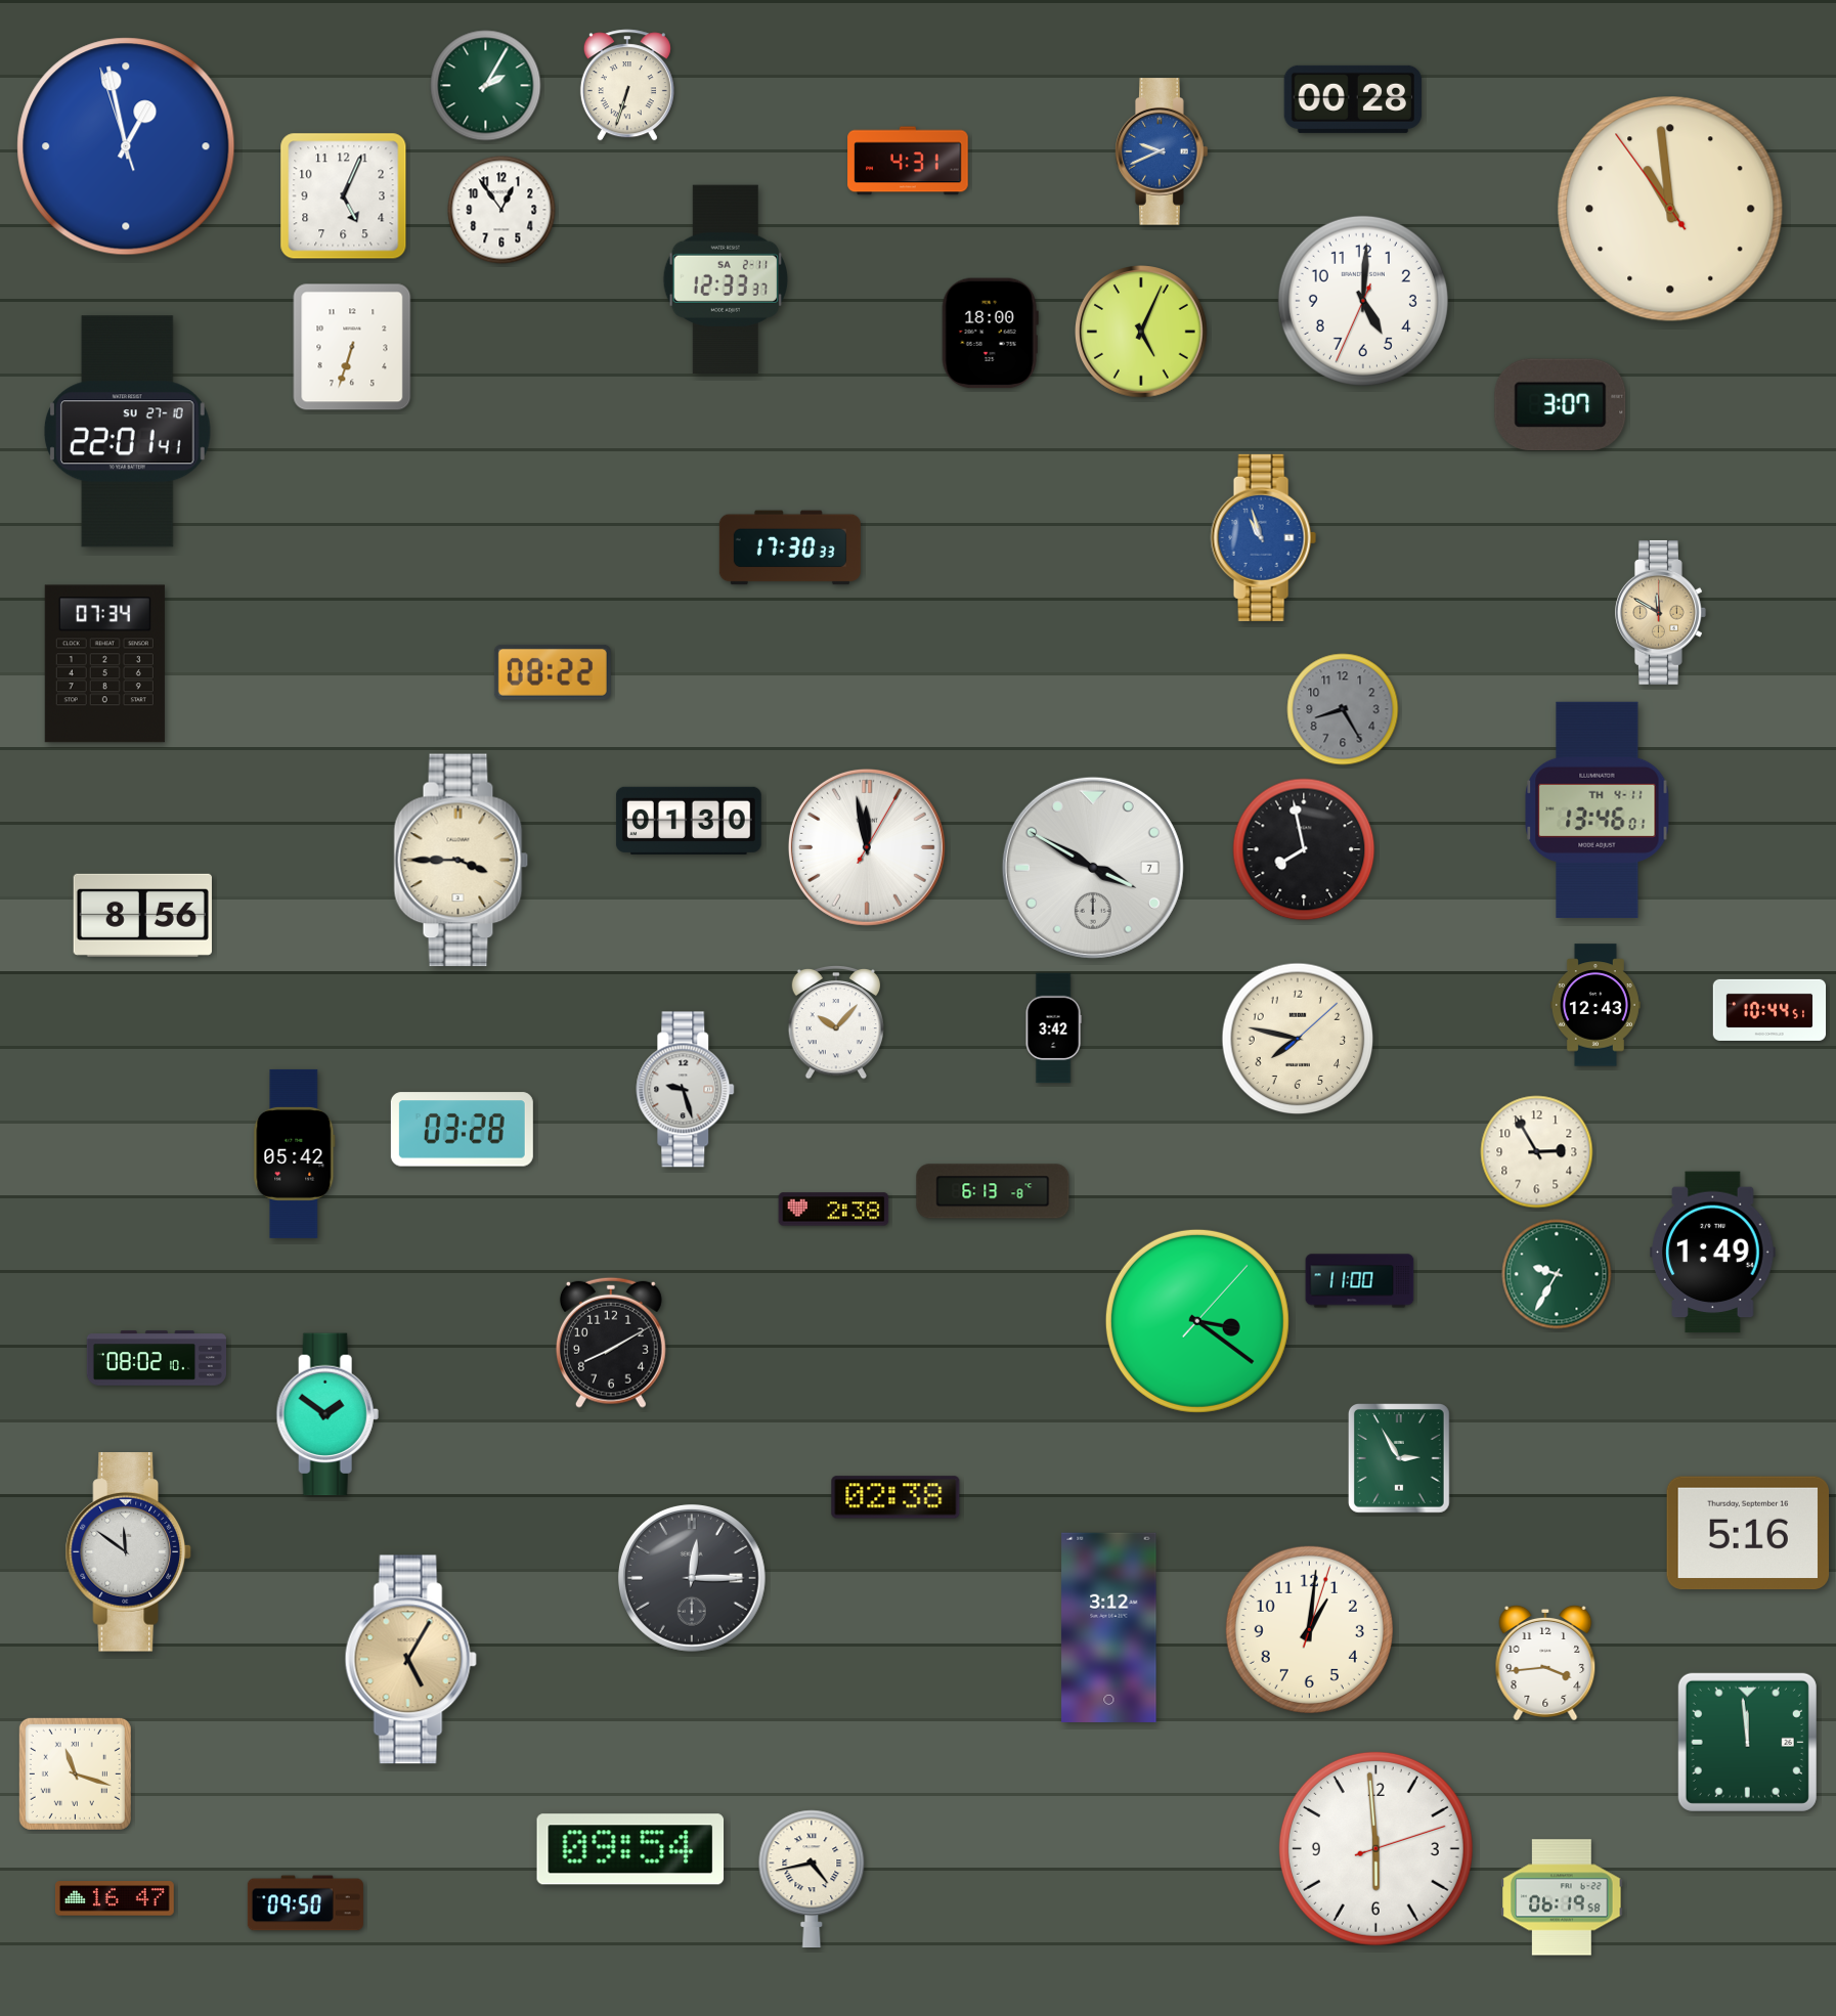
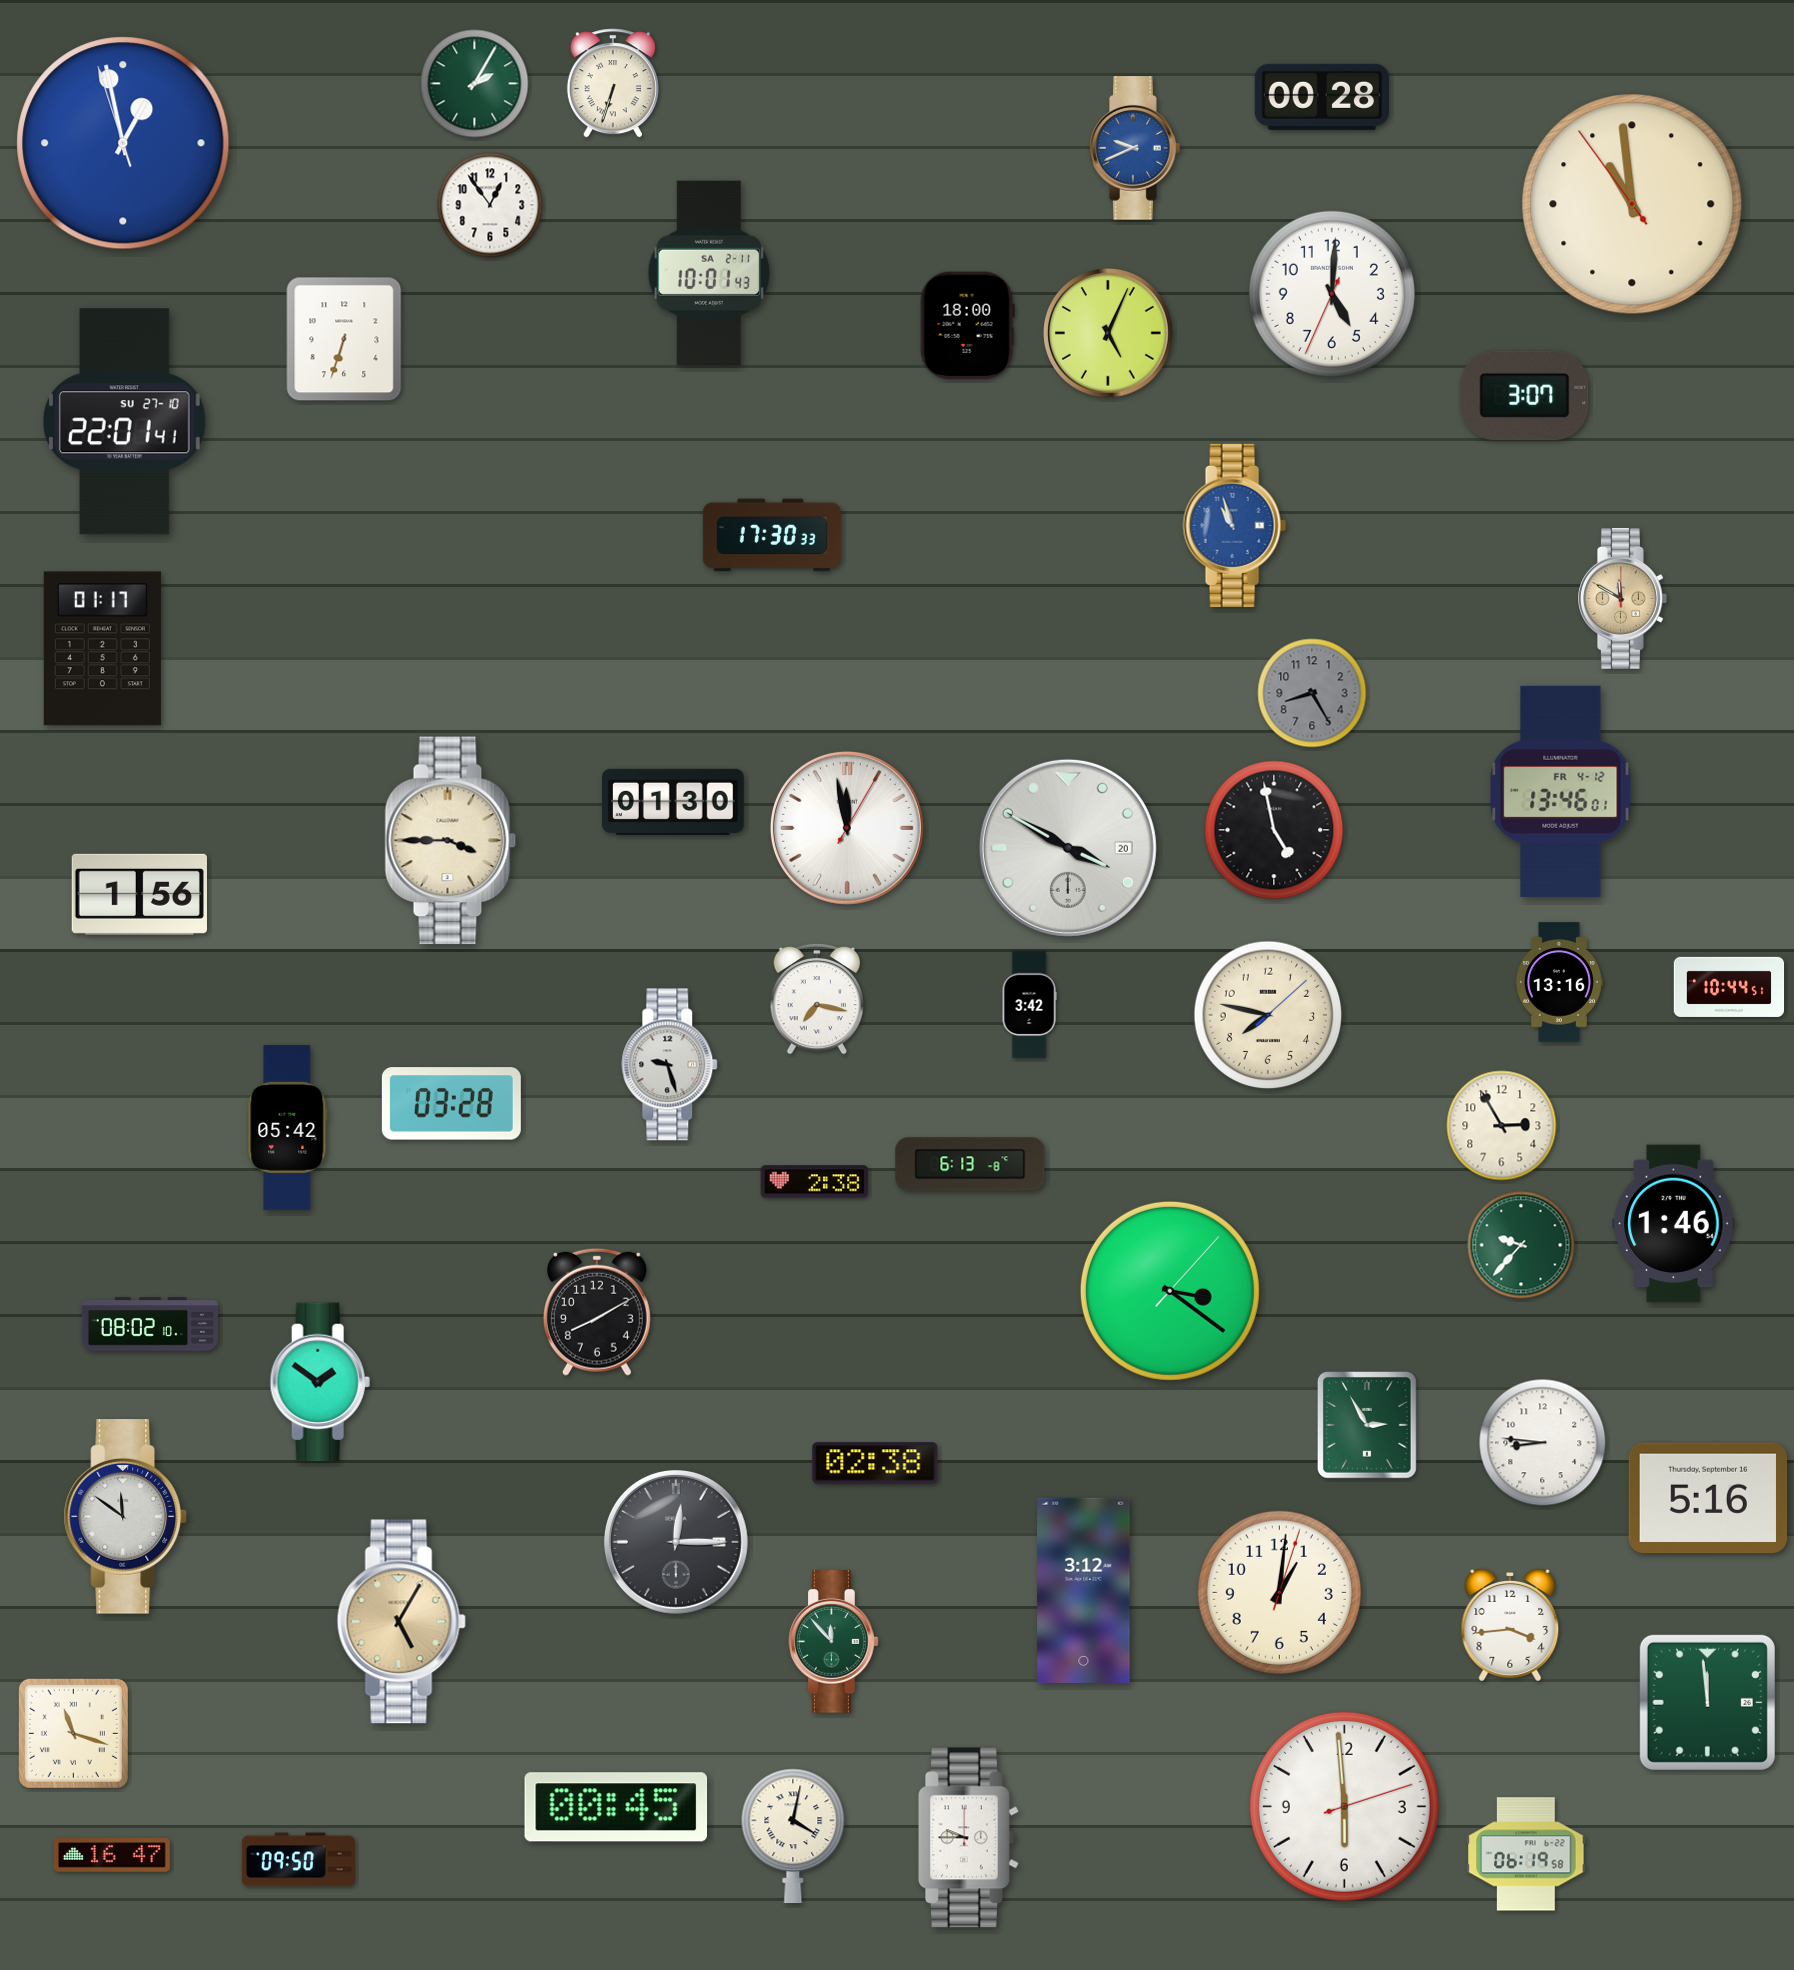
clock at (908, 161): 4:31 -> none
clock at (344, 196): 5:04 -> none
clock at (725, 278): 12:33 -> 10:01
clock at (1142, 333) position: (1142, 333) -> (1109, 334)
clock at (104, 664): 07:34 -> 01:17
clock at (553, 672): 08:22 -> none
clock at (1598, 809) date: TH 4-11 -> FR 4-12
clock at (1304, 849): 7:58 -> 4:58
clock at (1093, 868) date: 7 -> 20
clock at (142, 915): 8:56 -> 1:56
clock at (1595, 1005): 12:43 -> 13:16
clock at (835, 1022): 10:07 -> 7:17
clock at (1713, 1253): 1:49 -> 1:46
clock at (1557, 1274): 9:35 -> 9:37
clock at (1360, 1281): 11:00 -> none
clock at (156, 1358) position: (156, 1358) -> (149, 1324)
clock at (1543, 1443): none -> 8:46
clock at (834, 1642): none -> 11:53
clock at (630, 1849): 09:54 -> 00:45
clock at (812, 1879): 4:43 -> 4:02
clock at (969, 1838): none -> 9:45
